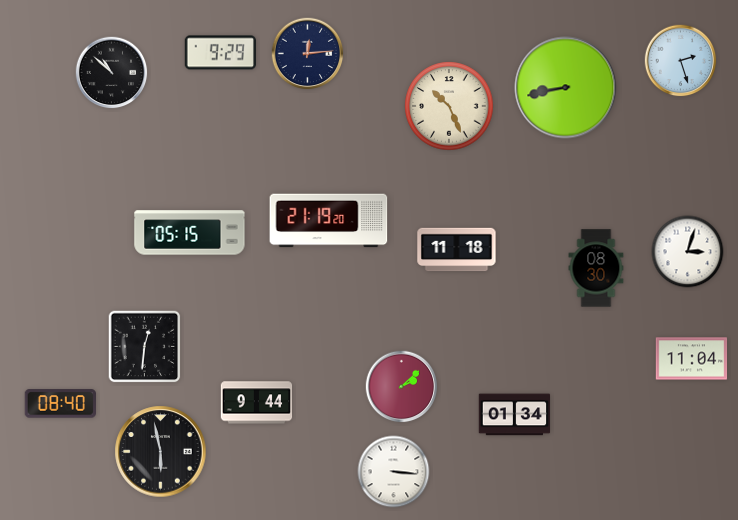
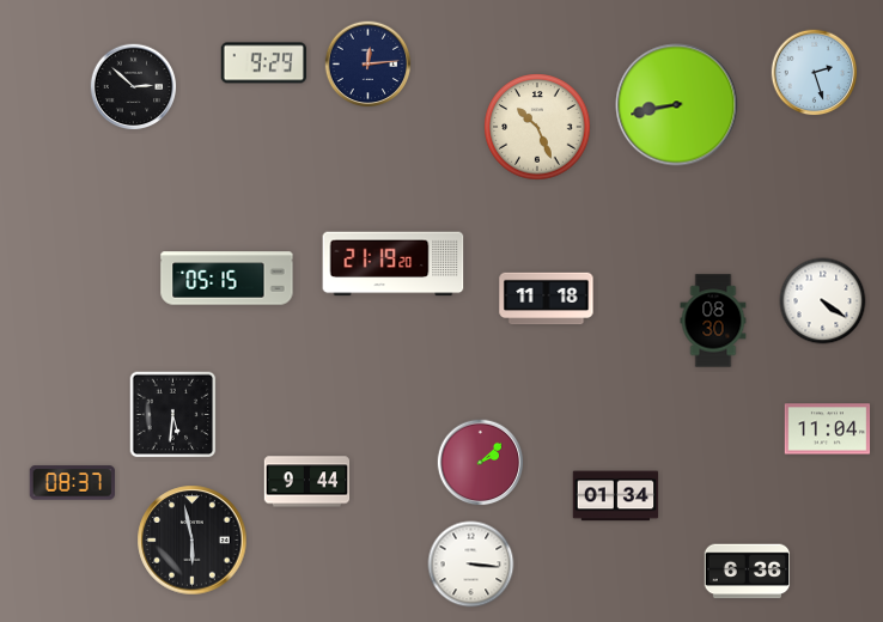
clock at (112, 73): 10:52 -> 2:52
clock at (688, 252): 3:03 -> 4:21
clock at (145, 347): 12:31 -> 5:31
clock at (60, 404): 08:40 -> 08:37
clock at (748, 572): none -> 6:36
